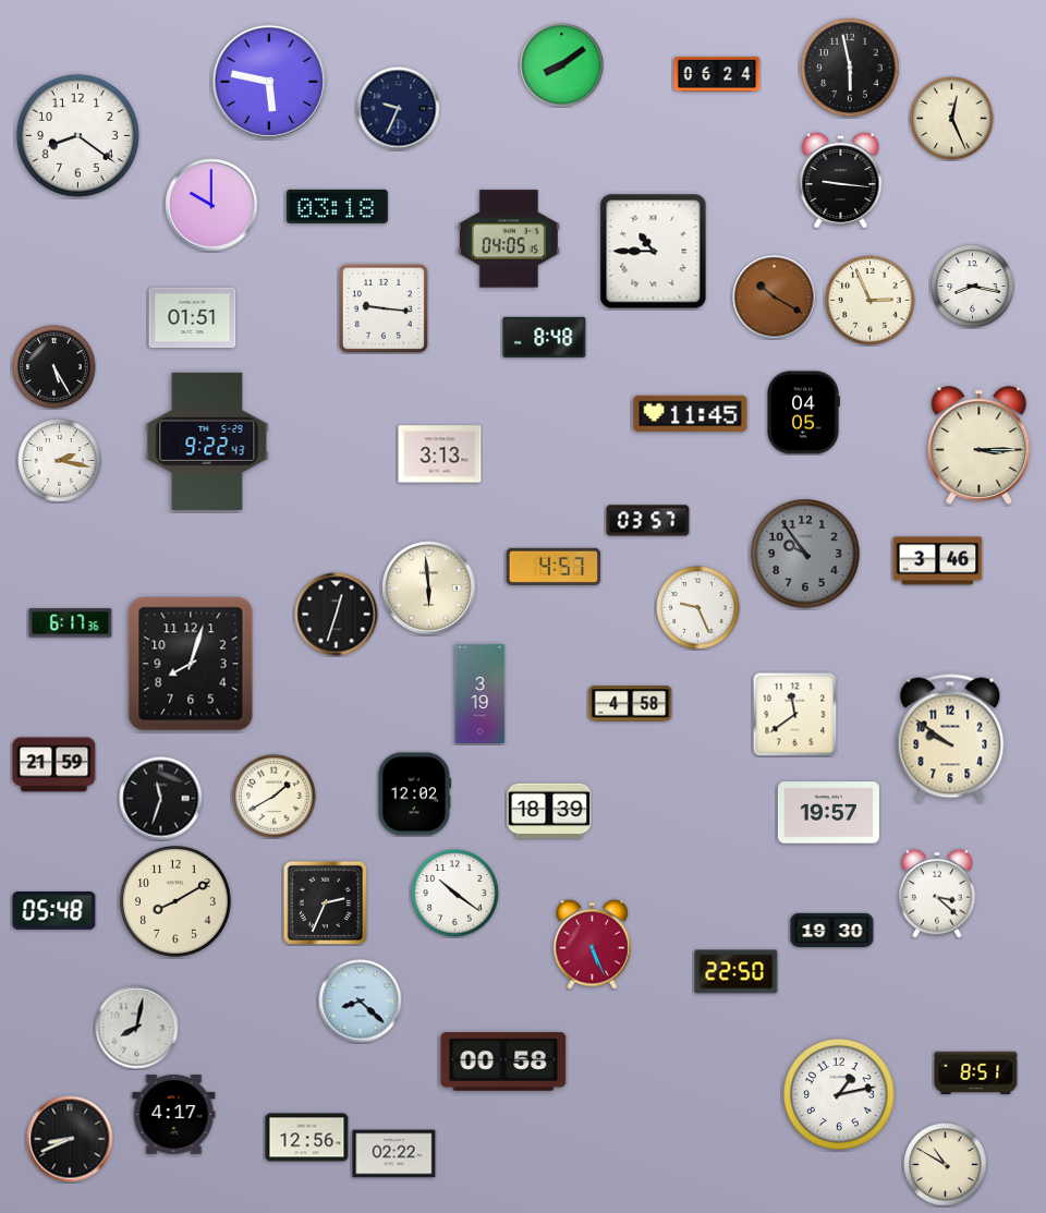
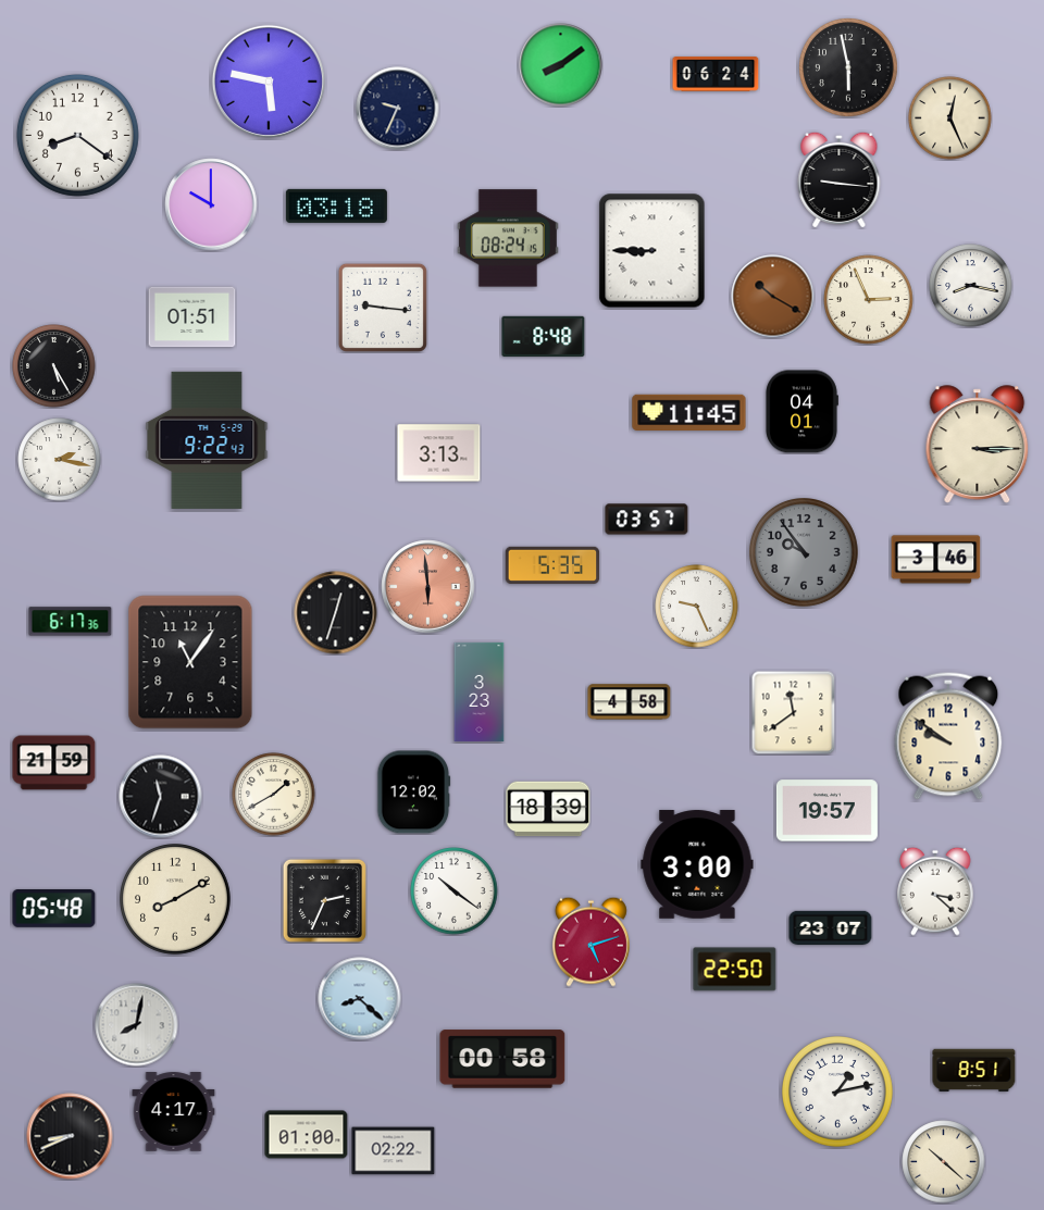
clock at (509, 239): 04:05 -> 08:24
clock at (654, 252): 10:45 -> 8:45
clock at (804, 413): 04:05 -> 04:01
clock at (554, 567): 4:57 -> 5:35
clock at (429, 589) dial: cream -> salmon
clock at (191, 664): 8:03 -> 11:06
clock at (481, 693): 3:19 -> 3:23
clock at (697, 864): none -> 3:00
clock at (832, 931): 19:30 -> 23:07
clock at (592, 944): 5:26 -> 5:12
clock at (307, 1138): 12:56 -> 01:00
clock at (946, 1165): 10:50 -> 10:22
